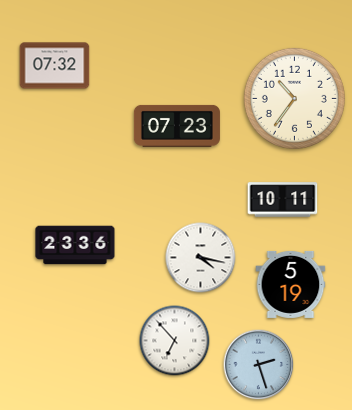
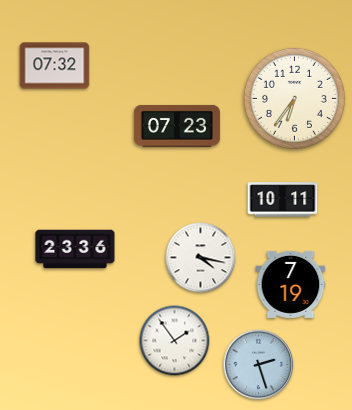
clock at (294, 98): 10:36 -> 6:36
clock at (75, 245) position: (75, 245) -> (75, 249)
clock at (291, 284): 5:19 -> 7:19
clock at (175, 341): 6:53 -> 1:54
